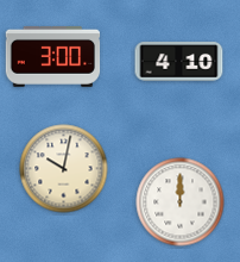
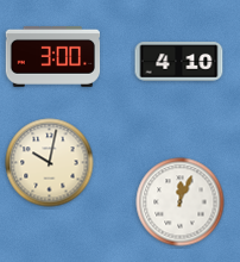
clock at (64, 169) position: (64, 169) -> (50, 163)
clock at (181, 202): 12:00 -> 12:04
